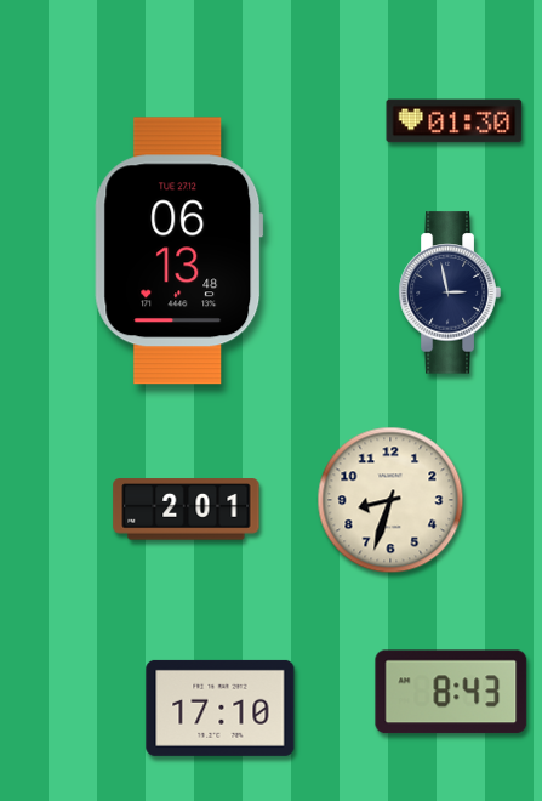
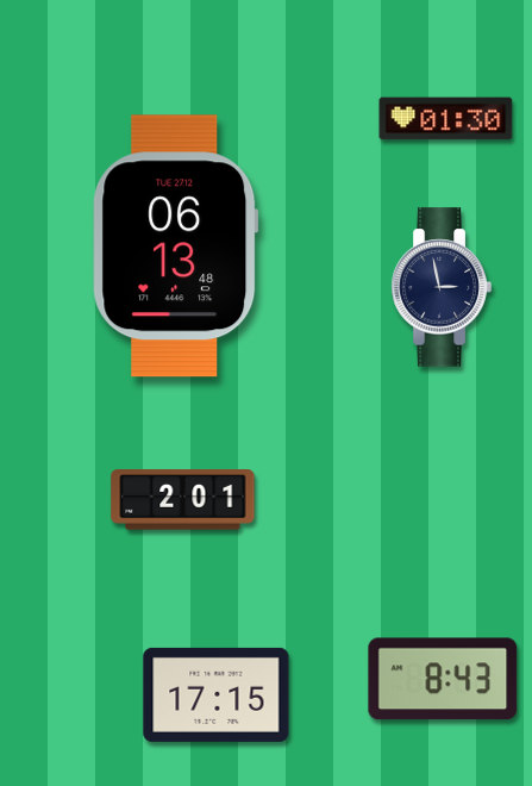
clock at (390, 500): 8:33 -> none
clock at (221, 708): 17:10 -> 17:15
